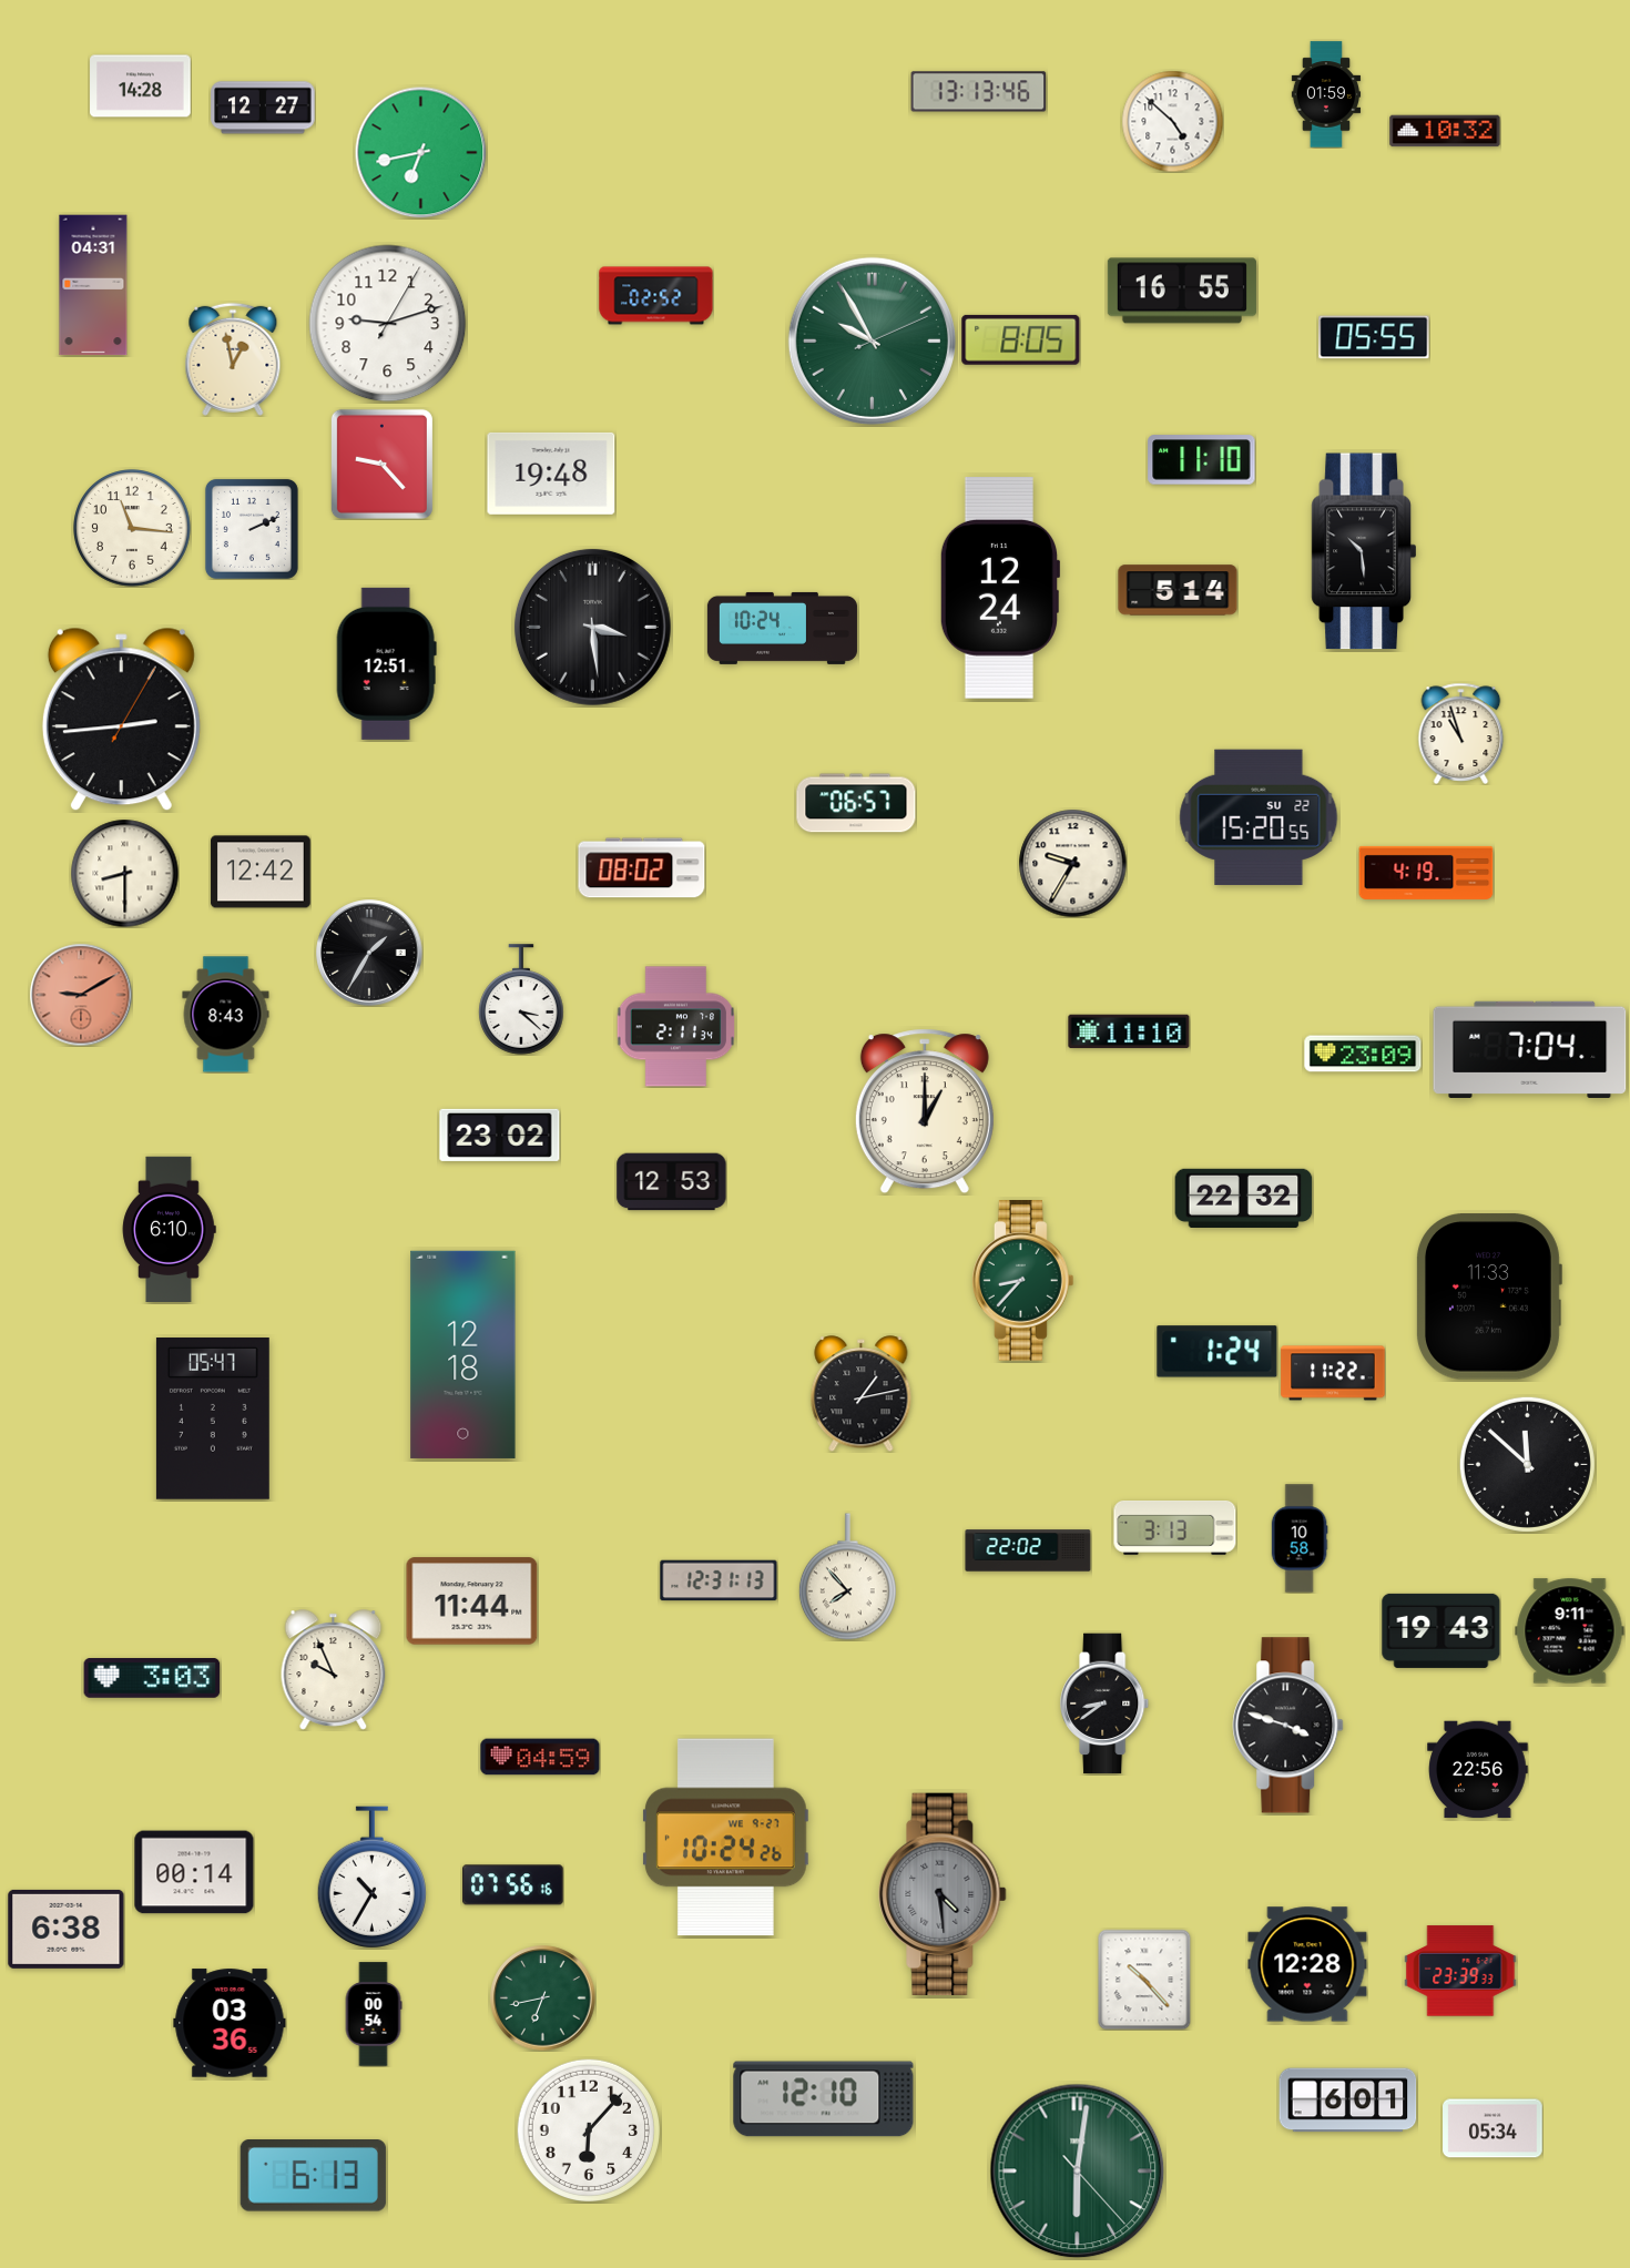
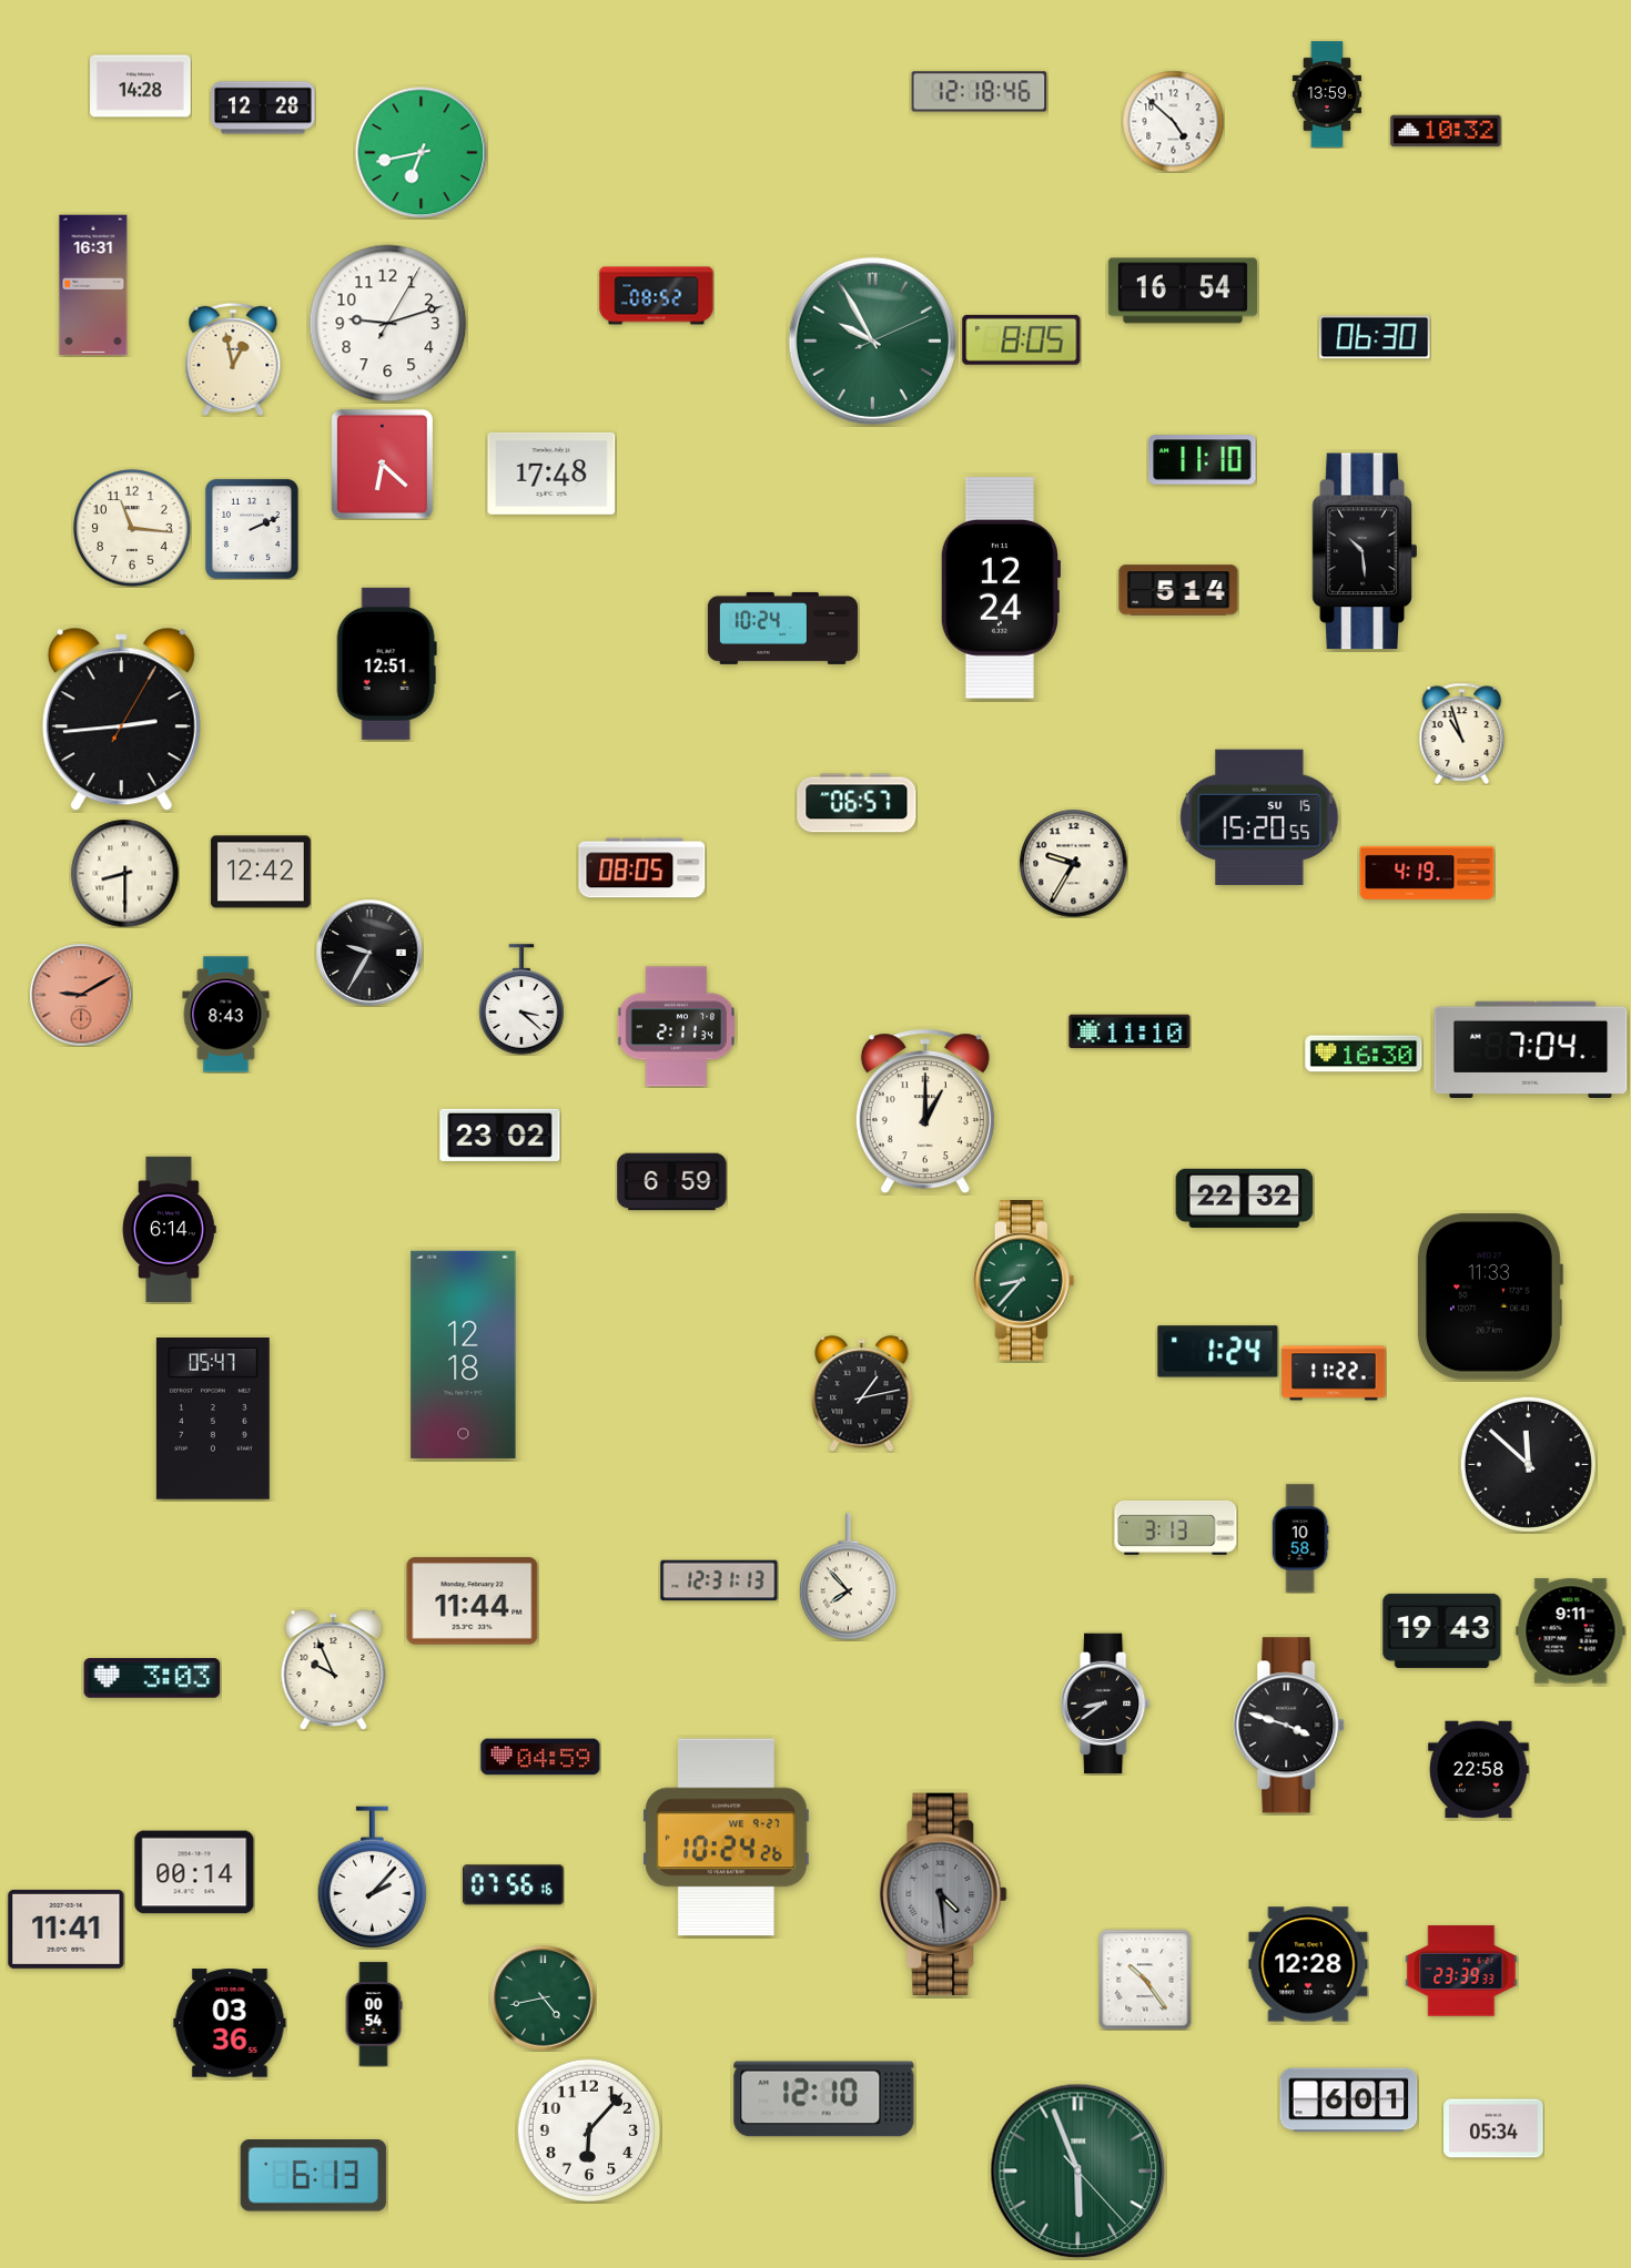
clock at (979, 92): 13:13 -> 12:18
clock at (1326, 94): 01:59 -> 13:59
clock at (263, 108): 12:27 -> 12:28
clock at (93, 285): 04:31 -> 16:31
clock at (1182, 291): 16:55 -> 16:54
clock at (656, 296): 02:52 -> 08:52
clock at (1374, 337): 05:55 -> 06:30
clock at (381, 464): 9:23 -> 6:22
clock at (551, 474): 19:48 -> 17:48
clock at (592, 627): 3:29 -> none
clock at (1259, 817) date: SU 22 -> SU 15
clock at (642, 868): 08:02 -> 08:05
clock at (369, 953): 1:35 -> 9:35
clock at (1363, 1054): 23:09 -> 16:30
clock at (672, 1182): 12:53 -> 6:59
clock at (169, 1229): 6:10 -> 6:14
clock at (1028, 1550): 22:02 -> none
clock at (1478, 1770): 22:56 -> 22:58
clock at (371, 1878): 10:35 -> 2:07
clock at (67, 1929): 6:38 -> 11:41
clock at (1144, 1980): 10:23 -> 10:24
clock at (543, 1999): 6:43 -> 4:43
clock at (1078, 2172): 6:01 -> 5:56
